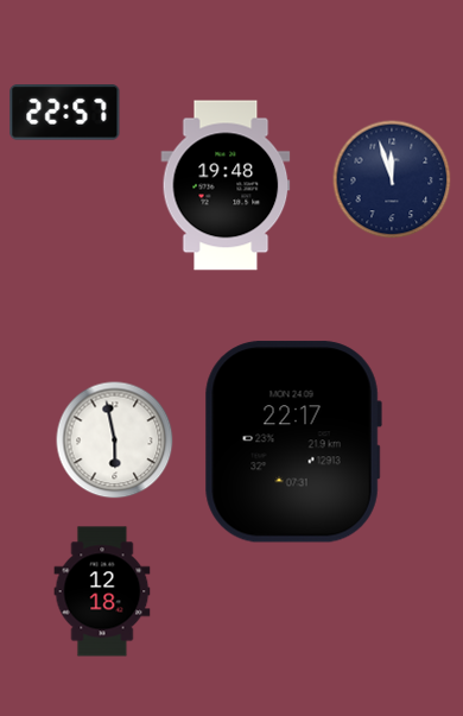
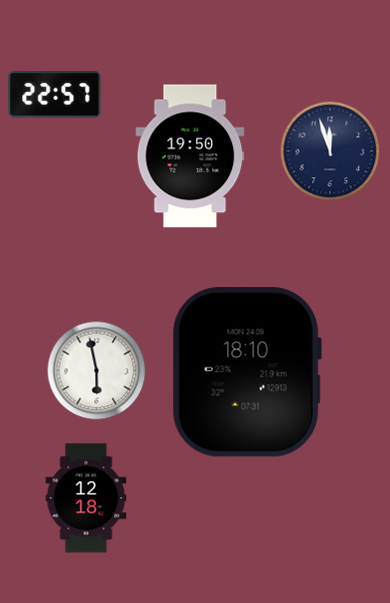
clock at (226, 185): 19:48 -> 19:50
clock at (293, 442): 22:17 -> 18:10
